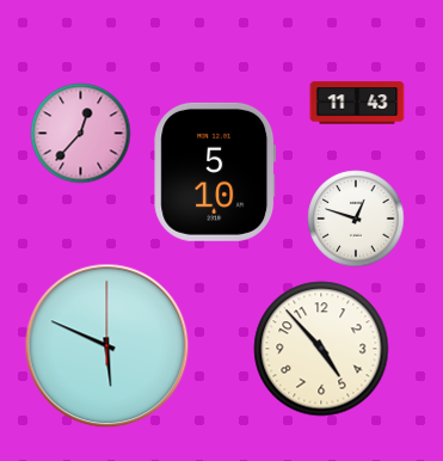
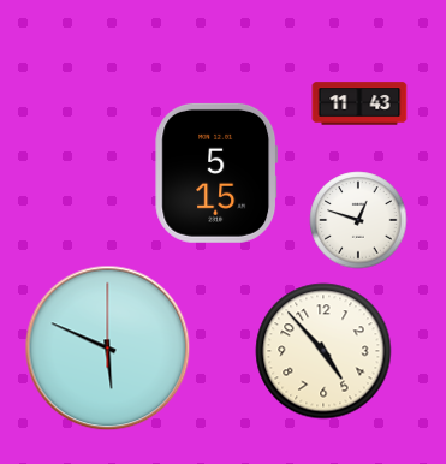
clock at (81, 134): 12:37 -> none
clock at (215, 172): 5:10 -> 5:15
